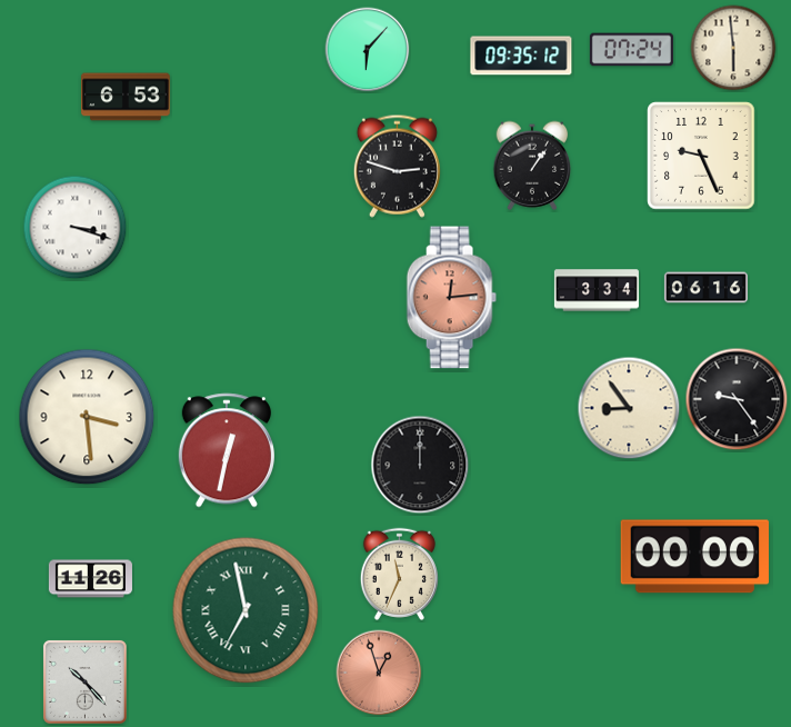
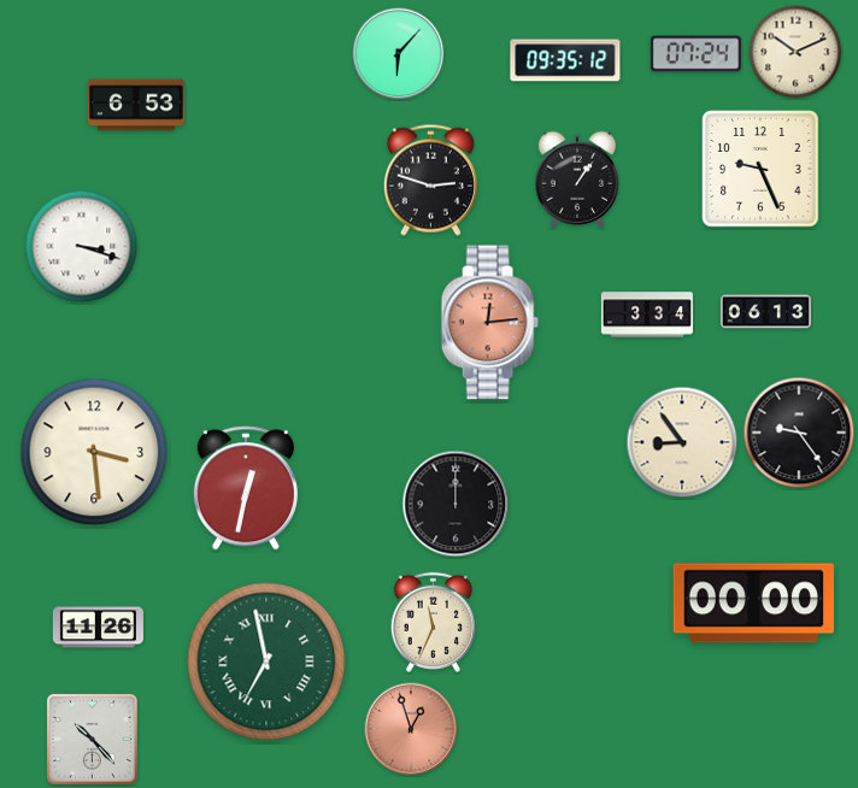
clock at (733, 48): 5:59 -> 10:11
clock at (631, 50) position: (631, 50) -> (695, 54)
clock at (705, 288): 06:16 -> 06:13
